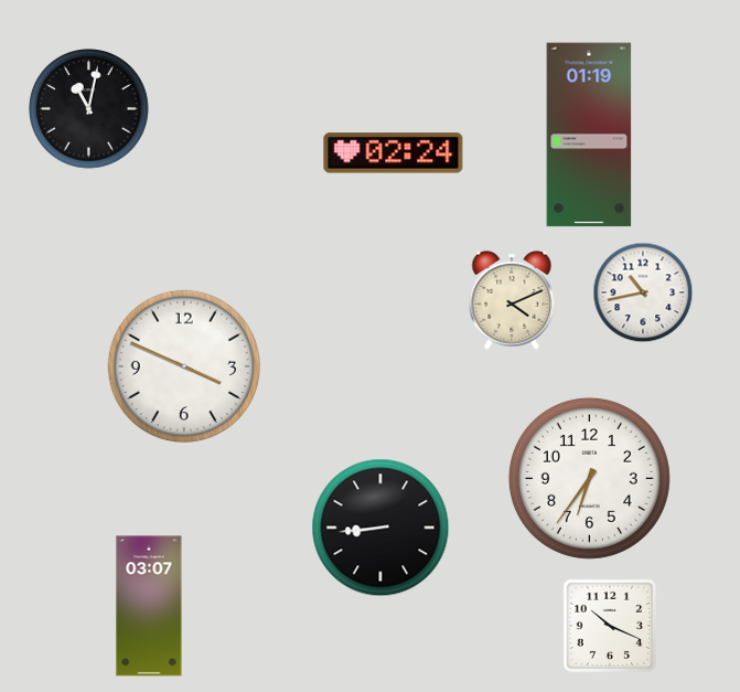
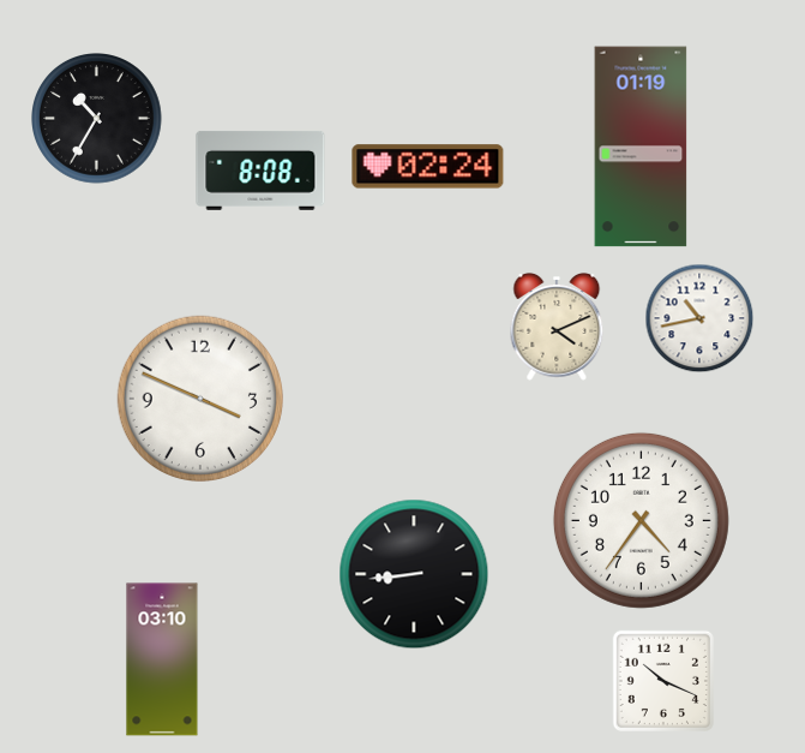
clock at (89, 109): 11:02 -> 10:35
clock at (260, 171): none -> 8:08
clock at (589, 478): 6:36 -> 4:36
clock at (149, 606): 03:07 -> 03:10
